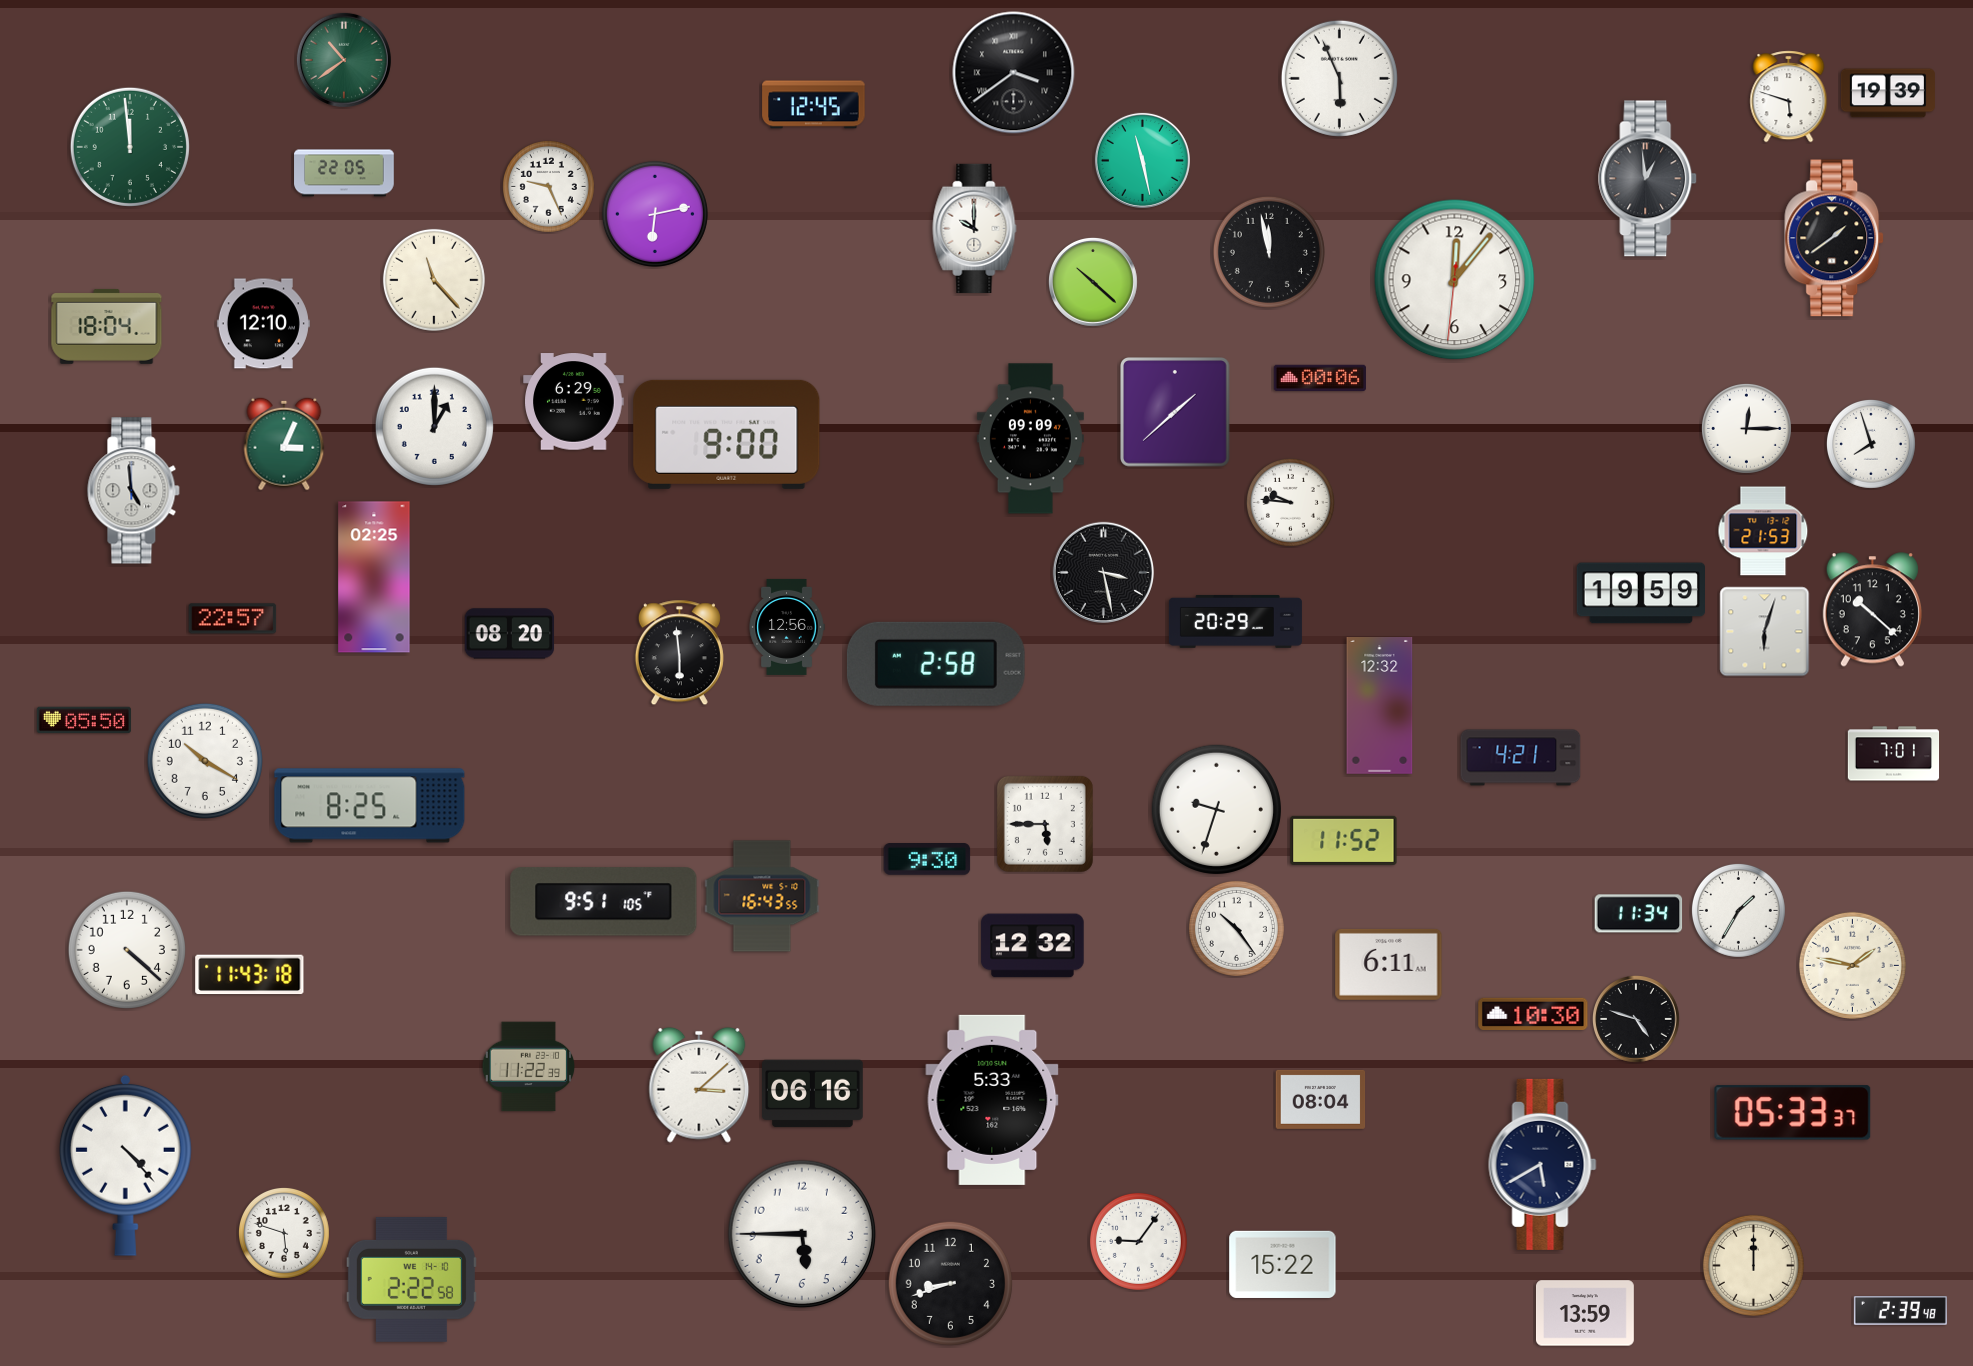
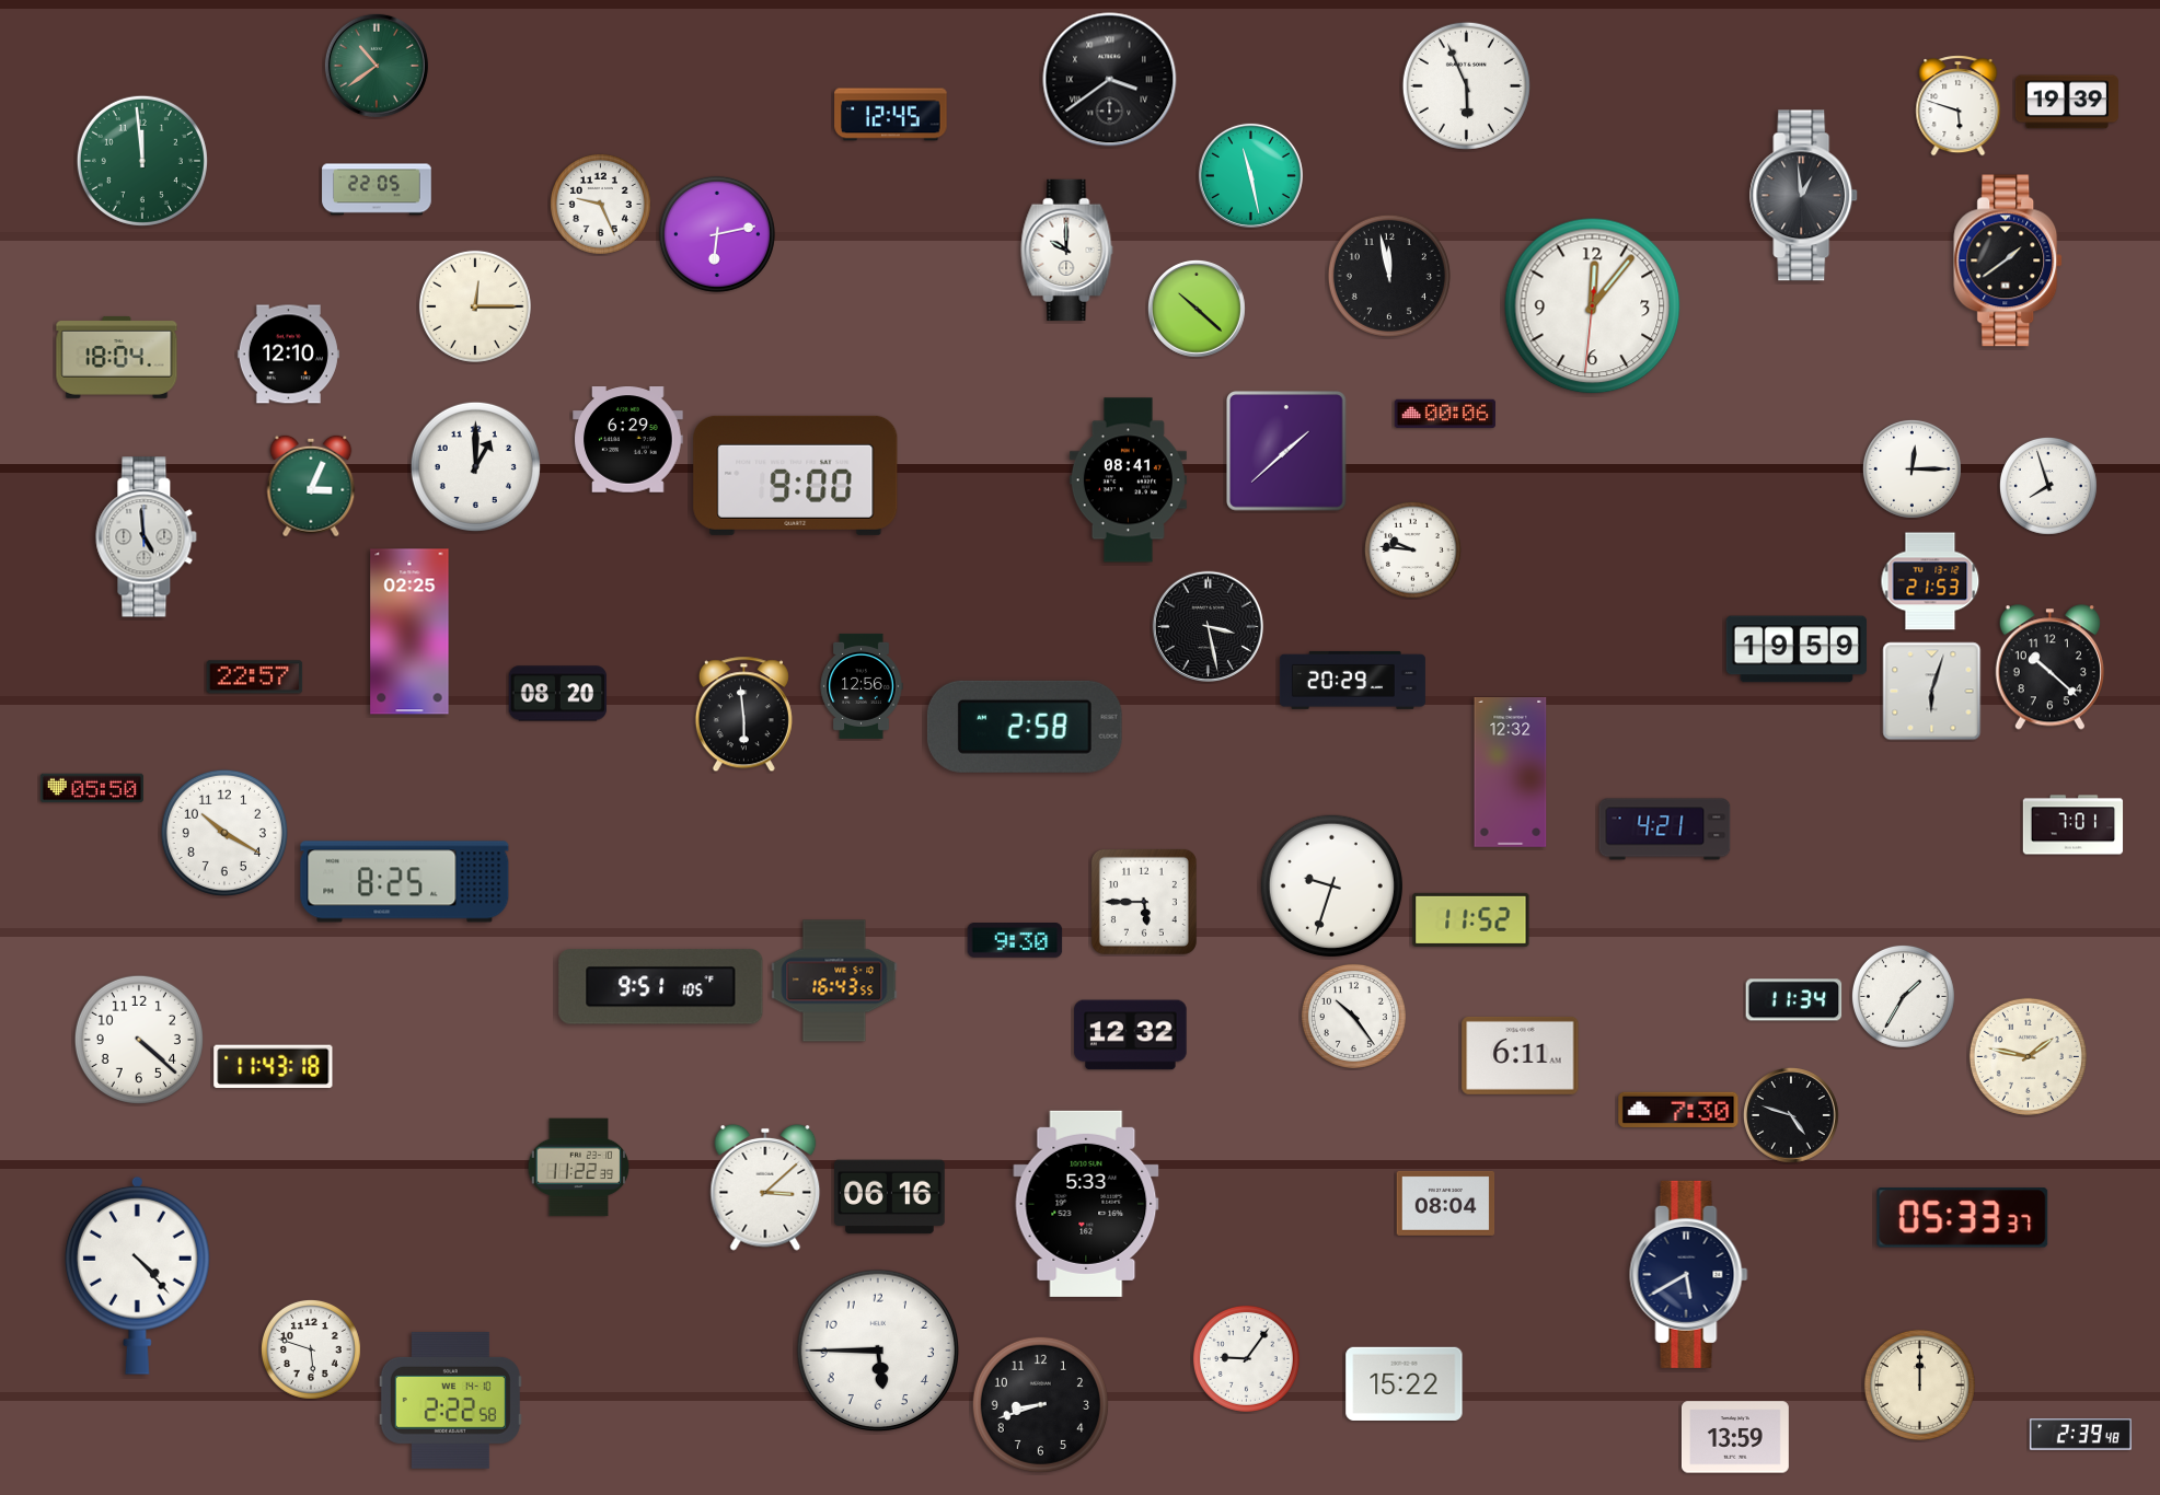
clock at (434, 280): 11:23 -> 12:15
clock at (1030, 439): 09:09 -> 08:41
clock at (1533, 1013): 10:30 -> 7:30
